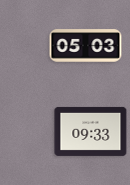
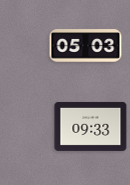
clock at (91, 131) position: (91, 131) -> (91, 126)
